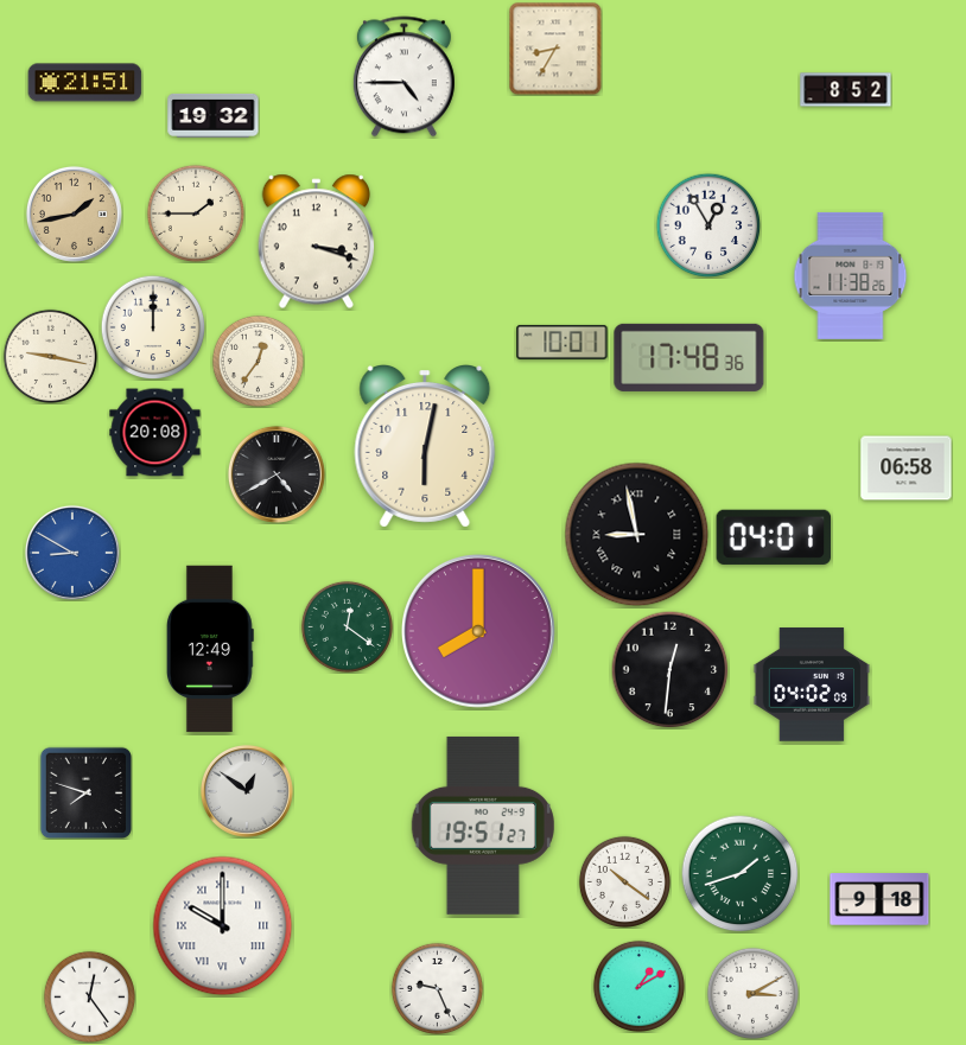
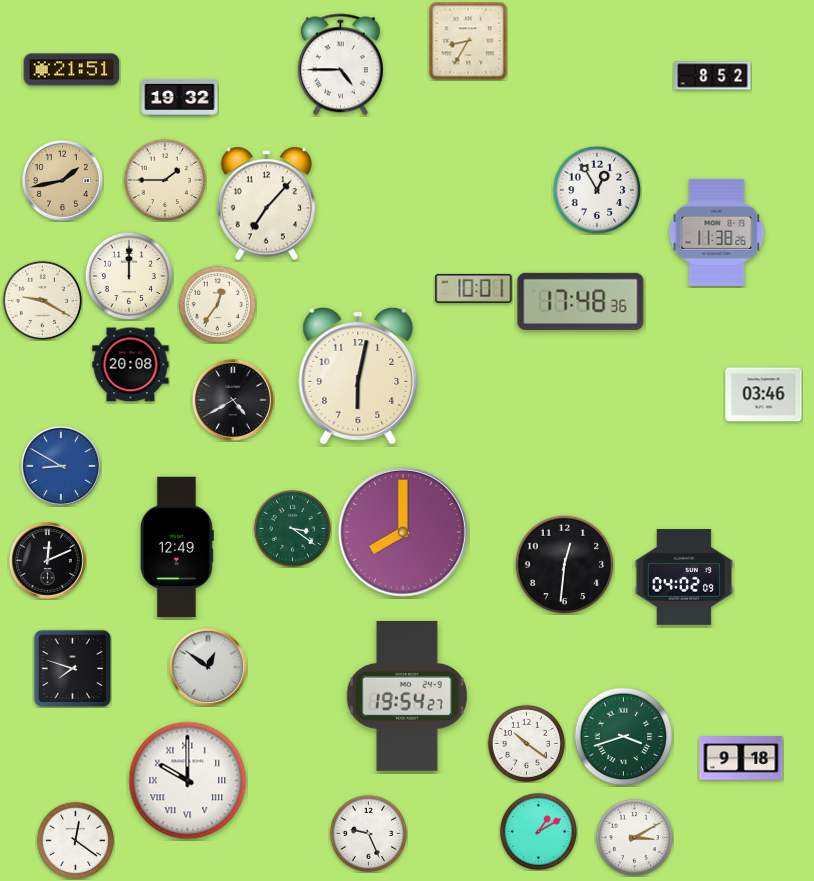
clock at (317, 242): 3:18 -> 7:07
clock at (50, 356): 9:17 -> 9:20
clock at (907, 469): 06:58 -> 03:46
clock at (637, 535): 8:58 -> none
clock at (774, 537): 04:01 -> none
clock at (347, 626): 12:21 -> 3:21
clock at (48, 561): none -> 12:11
clock at (483, 826): 19:51 -> 19:54
clock at (741, 874): 1:42 -> 3:42
clock at (89, 996): 12:24 -> 12:21
